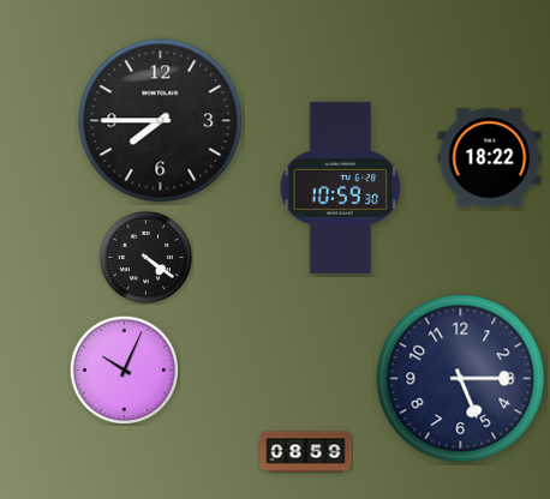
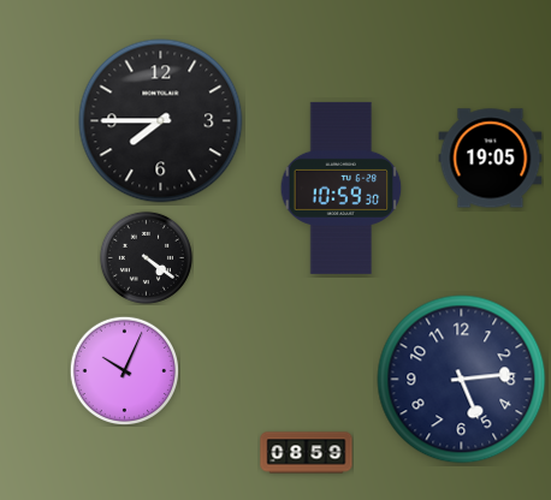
clock at (490, 158): 18:22 -> 19:05
clock at (461, 379): 5:15 -> 5:14
